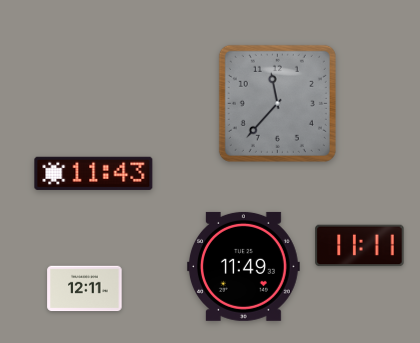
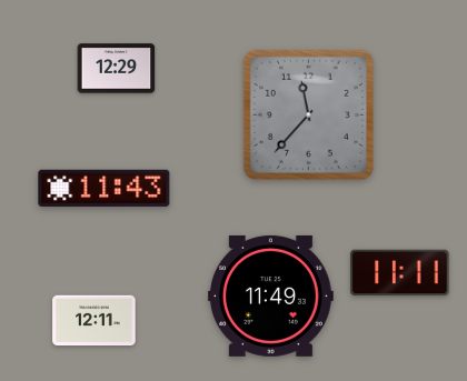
clock at (117, 69): none -> 12:29
clock at (94, 173) position: (94, 173) -> (105, 188)
